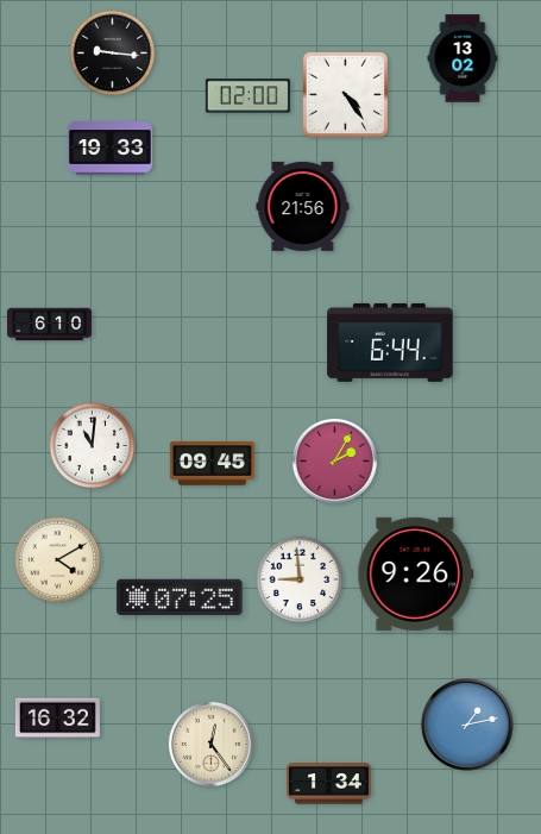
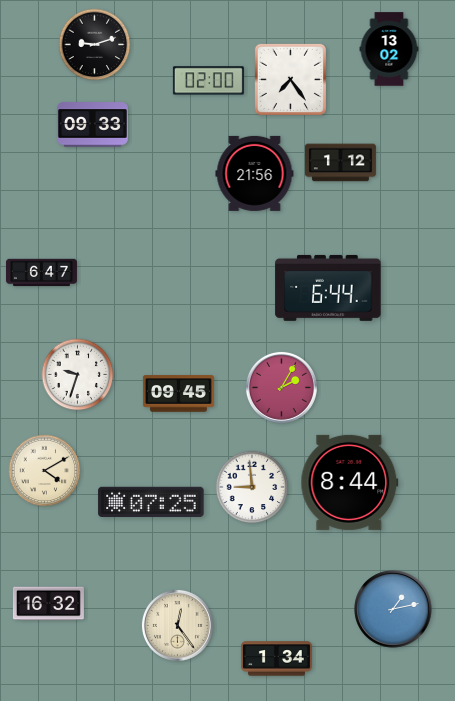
clock at (113, 54): 9:16 -> 9:12
clock at (345, 94): 4:24 -> 7:24
clock at (109, 149): 19:33 -> 09:33
clock at (340, 163): none -> 1:12
clock at (49, 325): 6:10 -> 6:47
clock at (93, 446): 11:01 -> 9:33
clock at (212, 464) position: (212, 464) -> (178, 394)
clock at (58, 560) position: (58, 560) -> (45, 471)
clock at (416, 573): 9:26 -> 8:44
